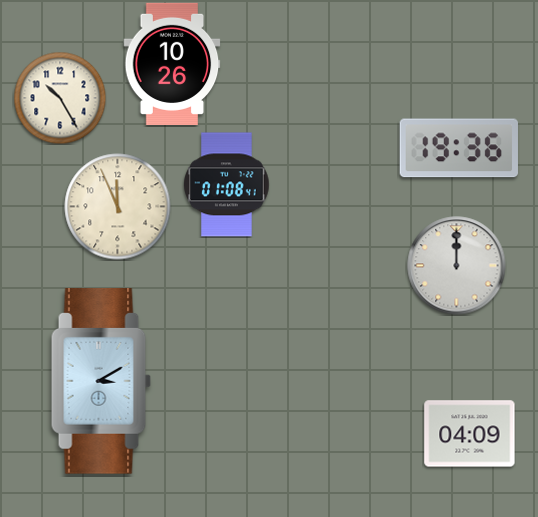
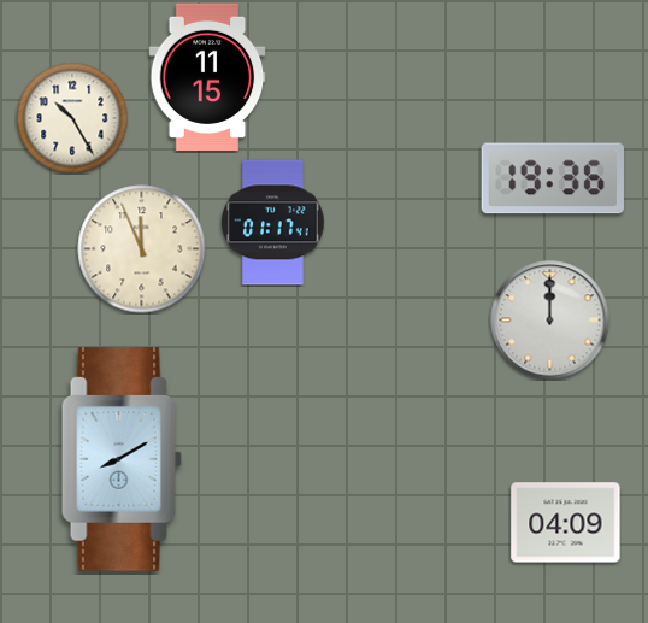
clock at (172, 64): 10:26 -> 11:15
clock at (227, 185): 01:08 -> 01:17
clock at (101, 382): 3:10 -> 8:10
